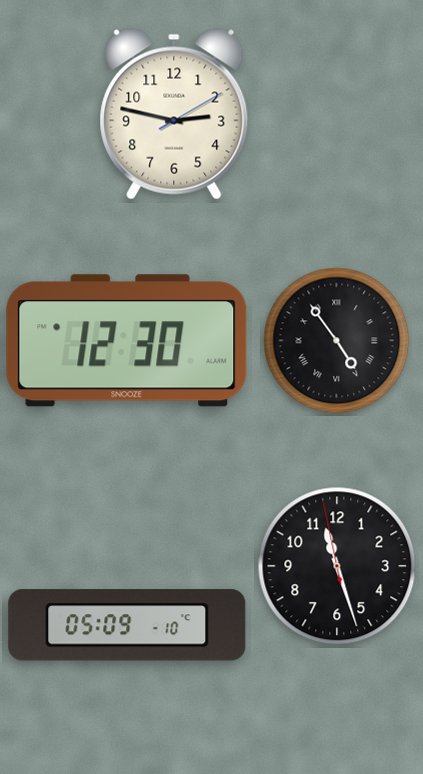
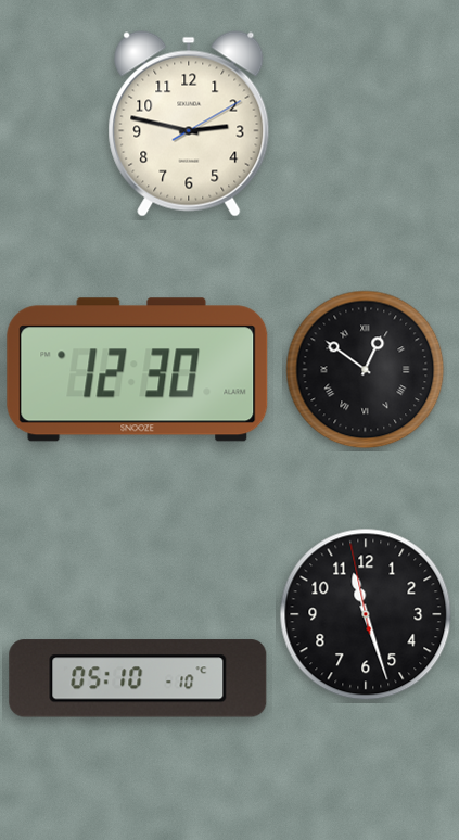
clock at (337, 341): 4:54 -> 12:51
clock at (127, 625): 05:09 -> 05:10
